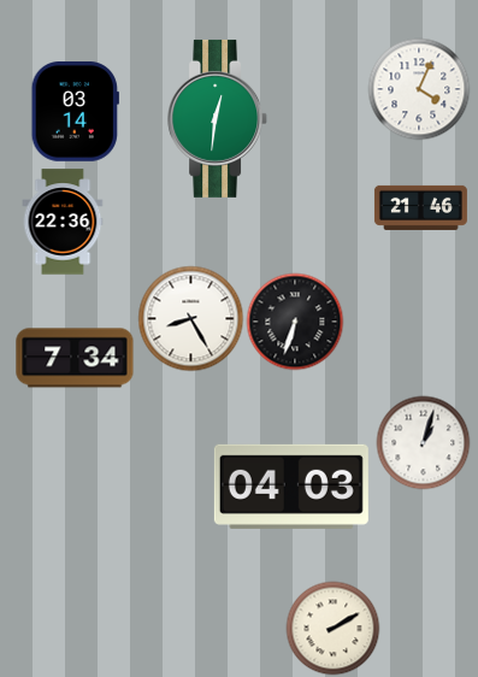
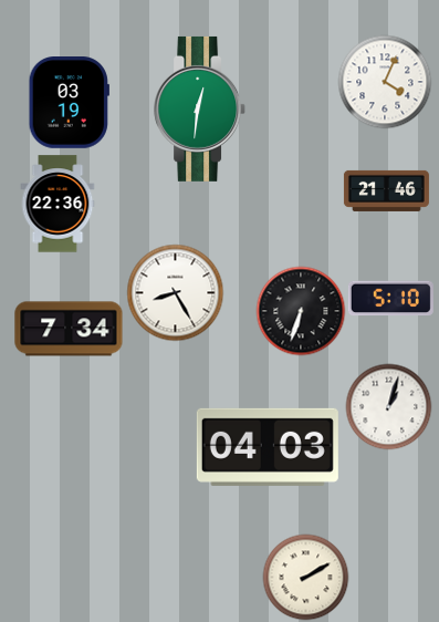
clock at (75, 112): 03:14 -> 03:19
clock at (295, 322) position: (295, 322) -> (301, 311)
clock at (390, 299): none -> 5:10
